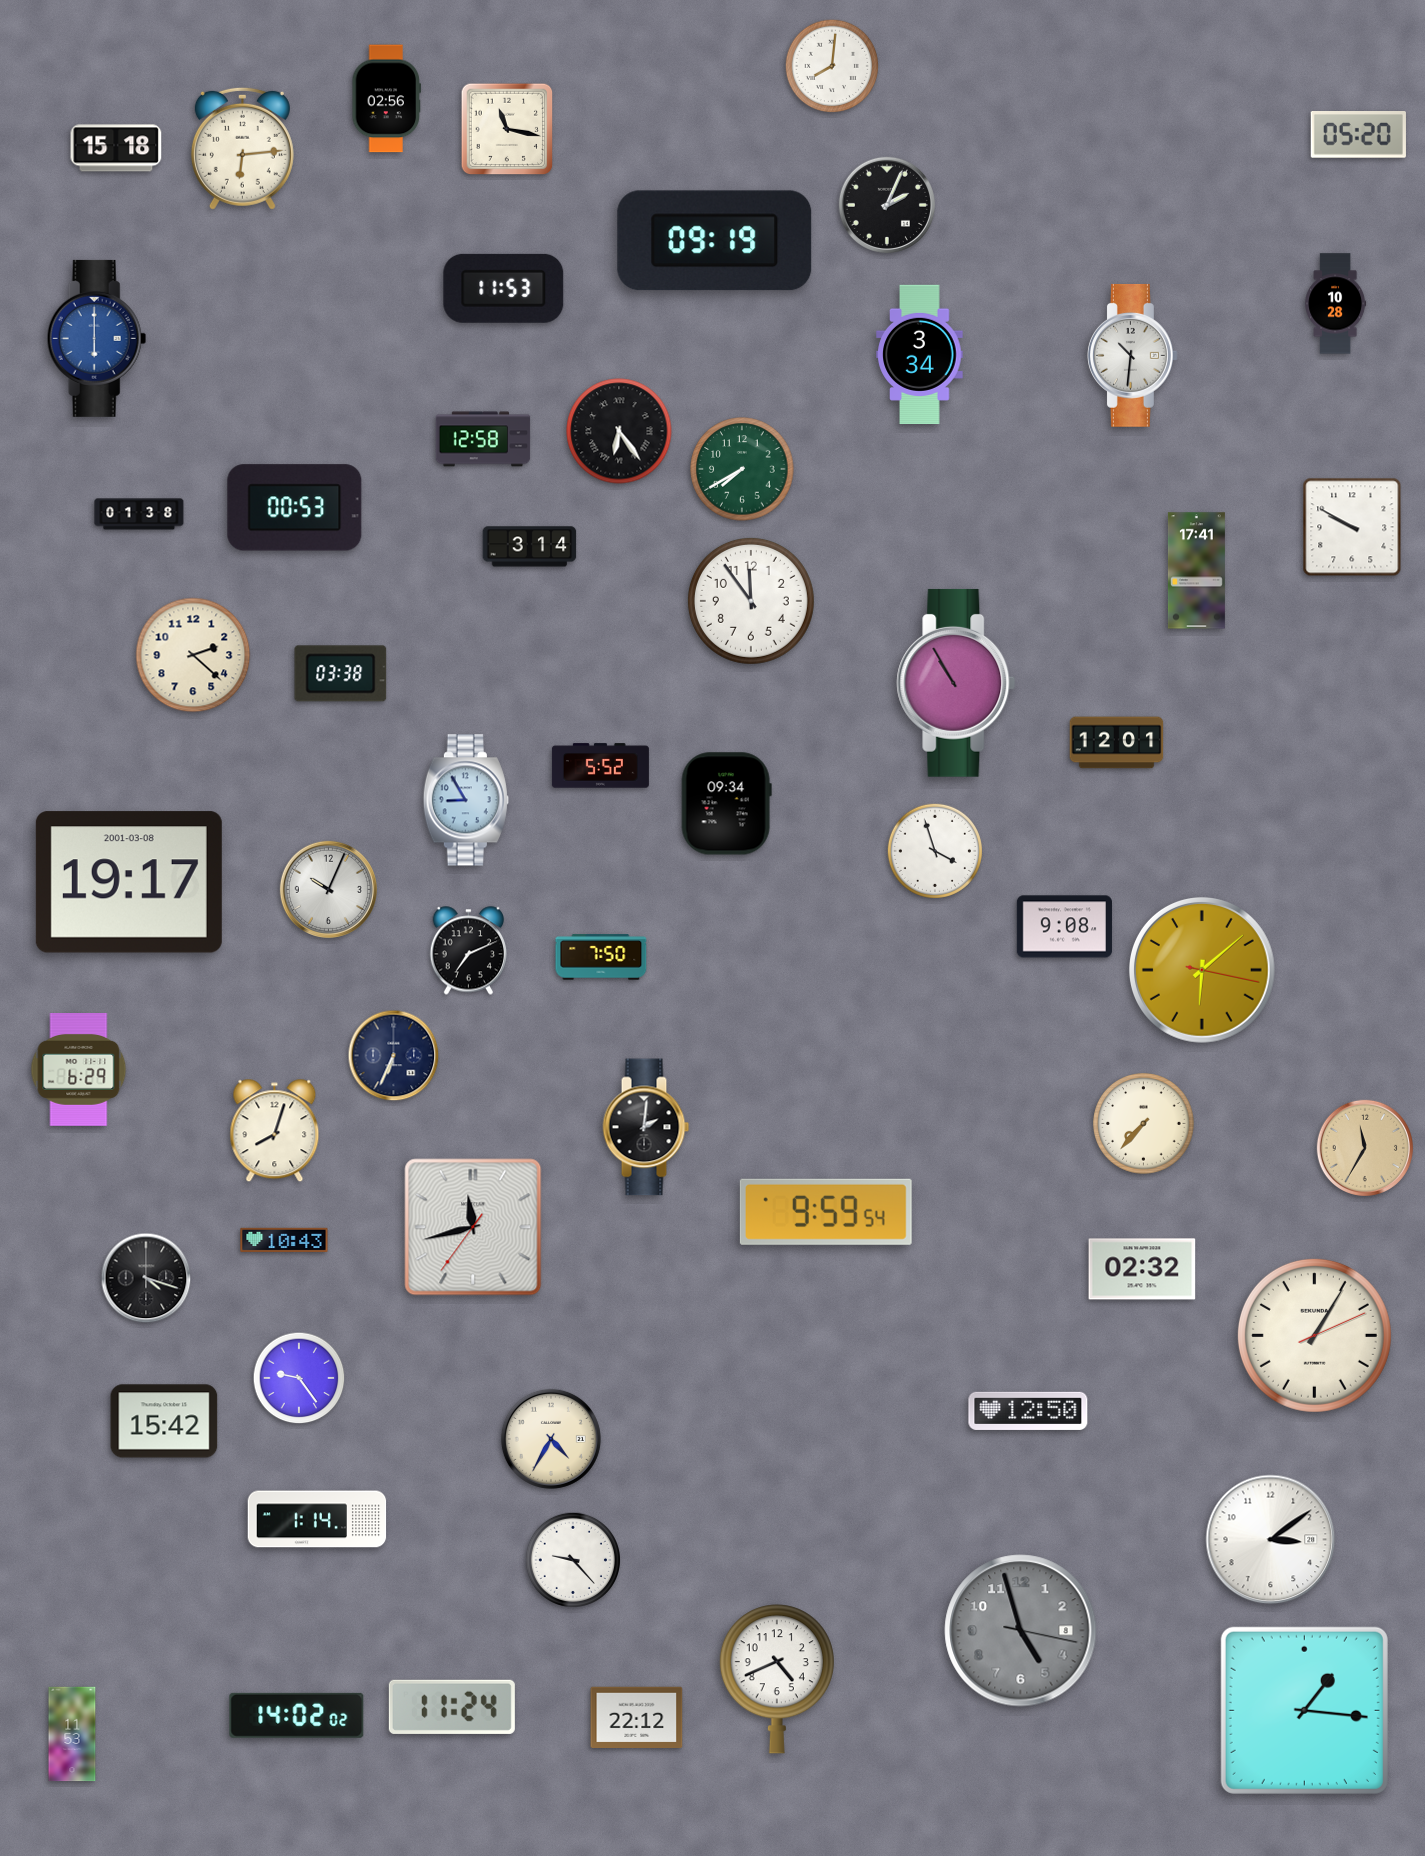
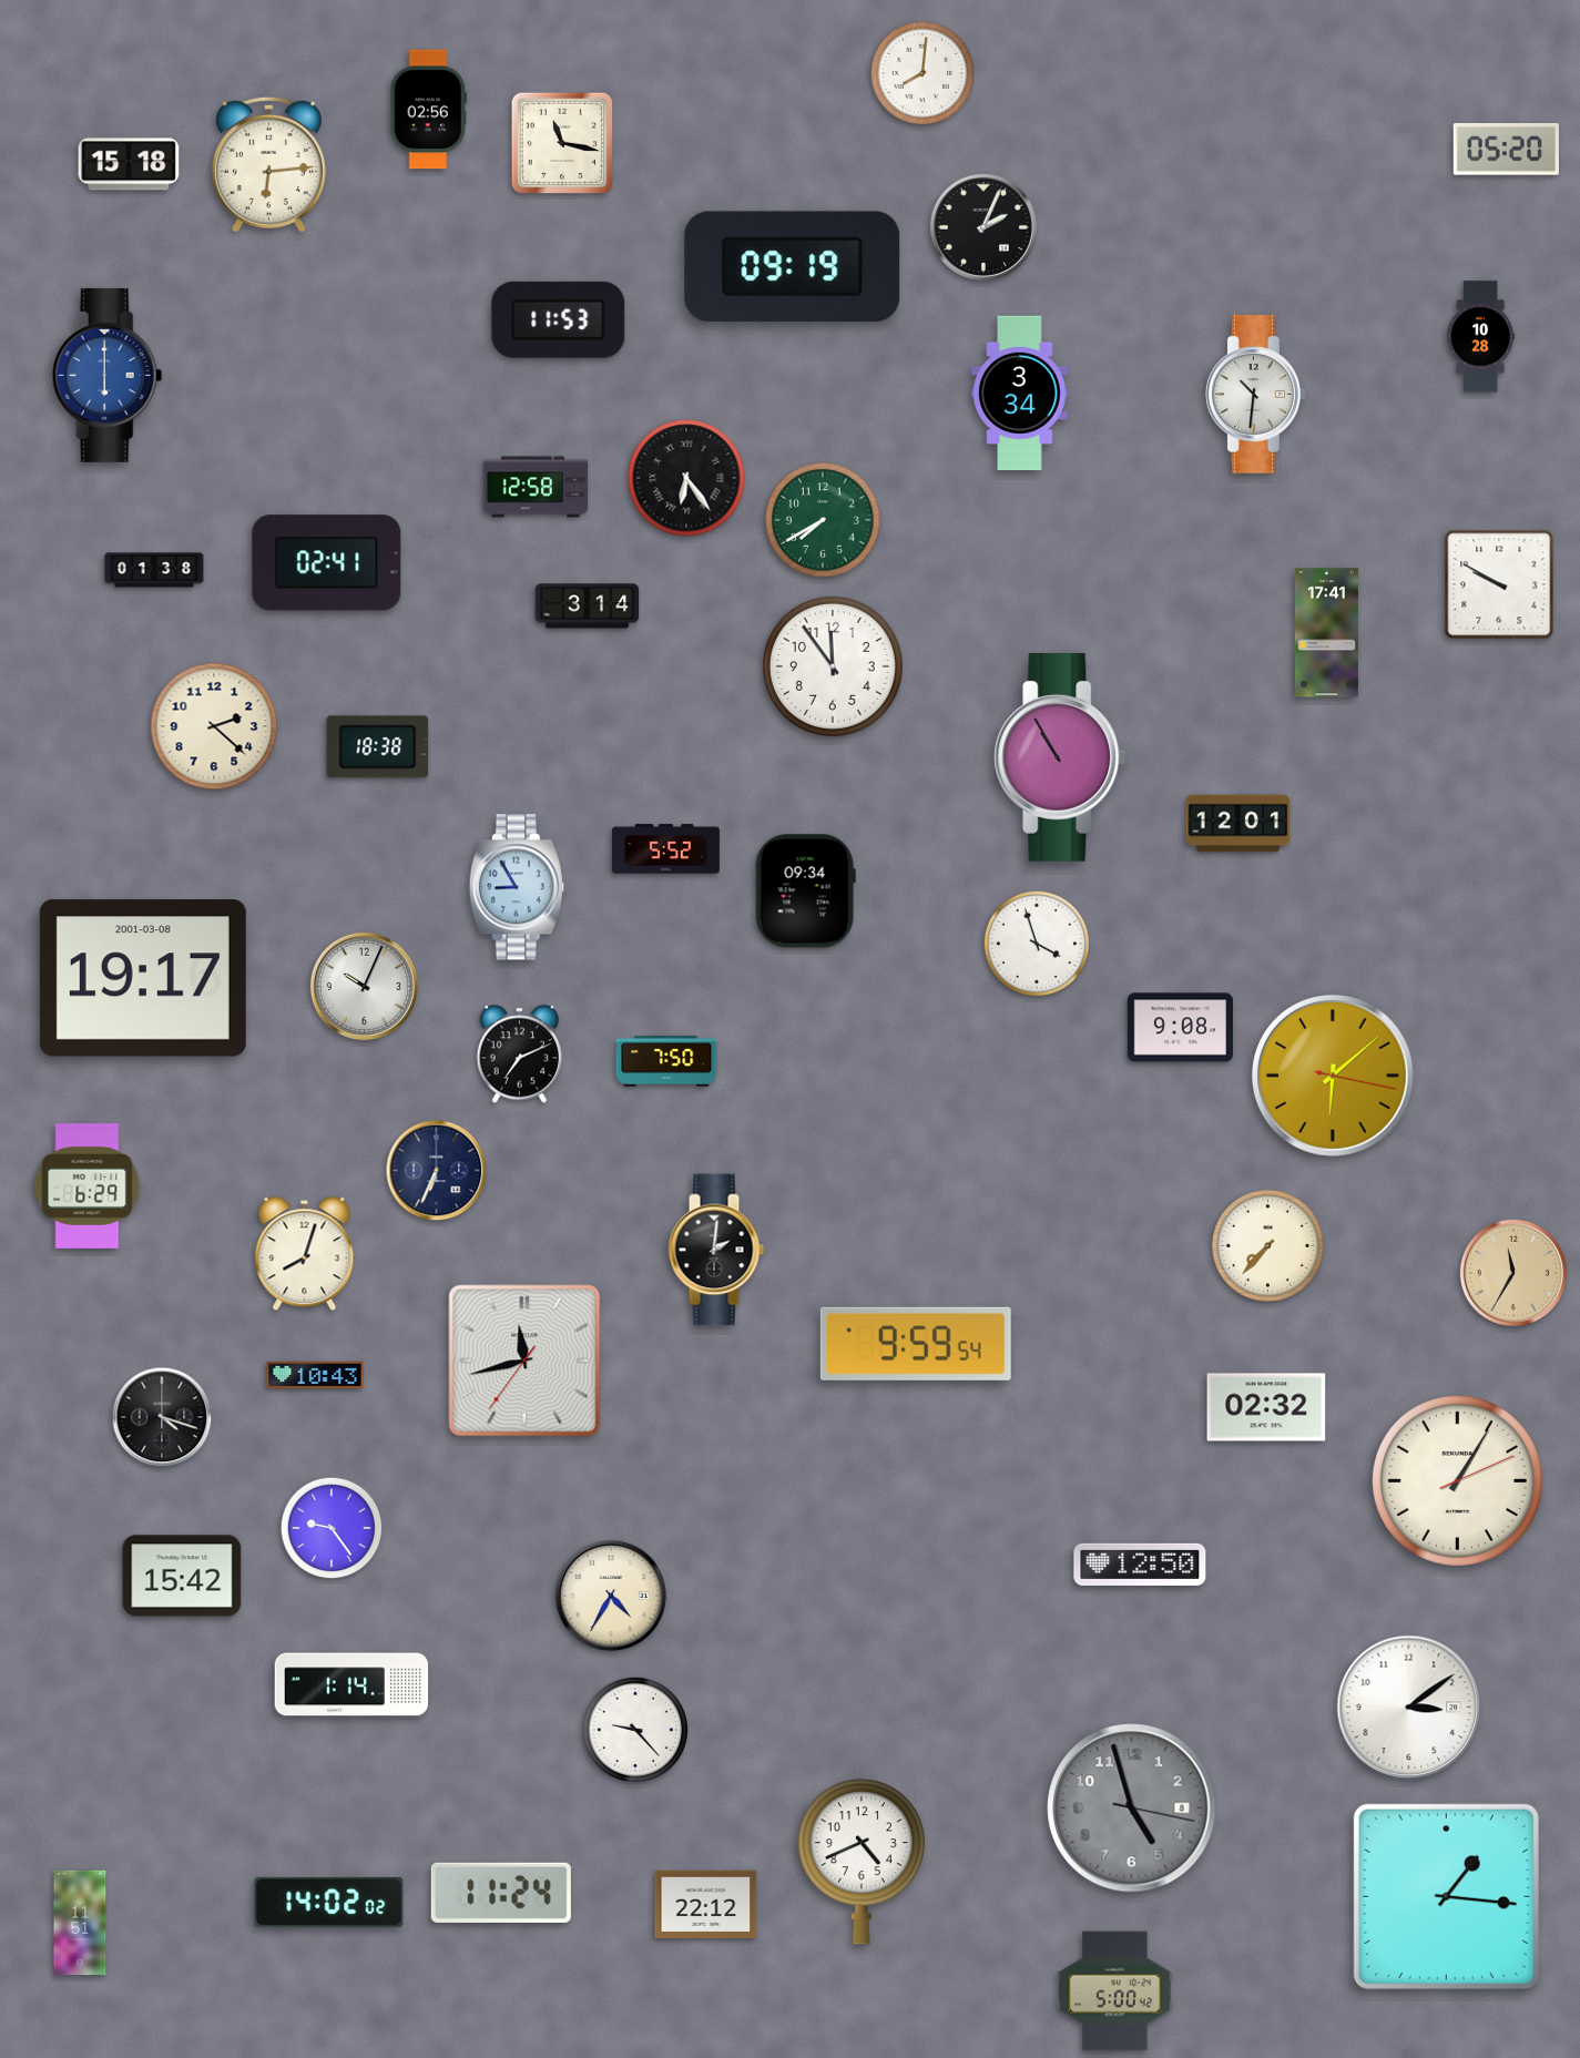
clock at (295, 508): 00:53 -> 02:41
clock at (341, 674): 03:38 -> 18:38
clock at (72, 1734): 11:53 -> 11:51
clock at (1115, 1991): none -> 5:00
